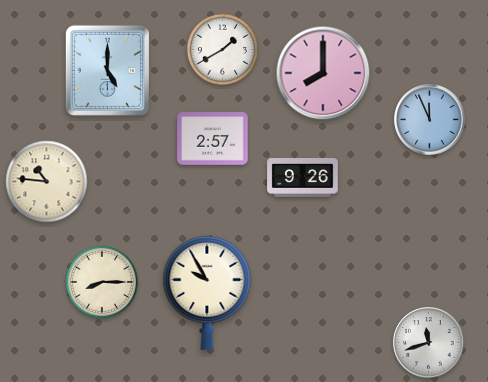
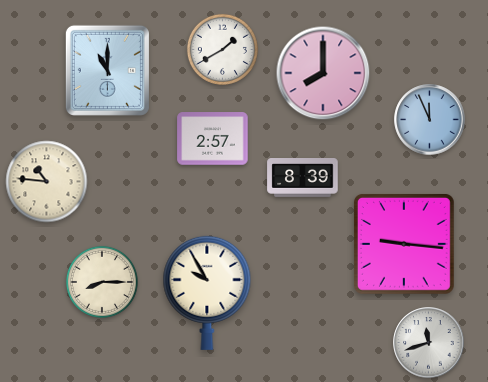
clock at (107, 70): 5:00 -> 11:00
clock at (303, 178): 9:26 -> 8:39
clock at (404, 244): none -> 9:16
